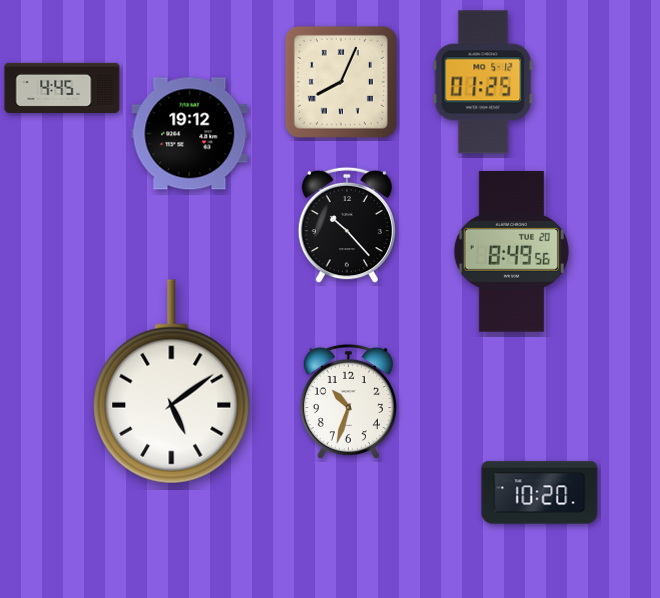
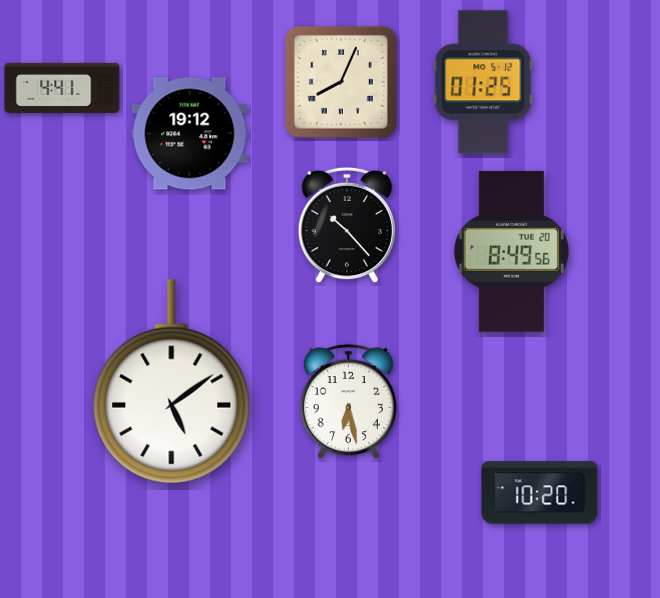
clock at (62, 88): 4:45 -> 4:41
clock at (348, 402): 10:33 -> 6:28
